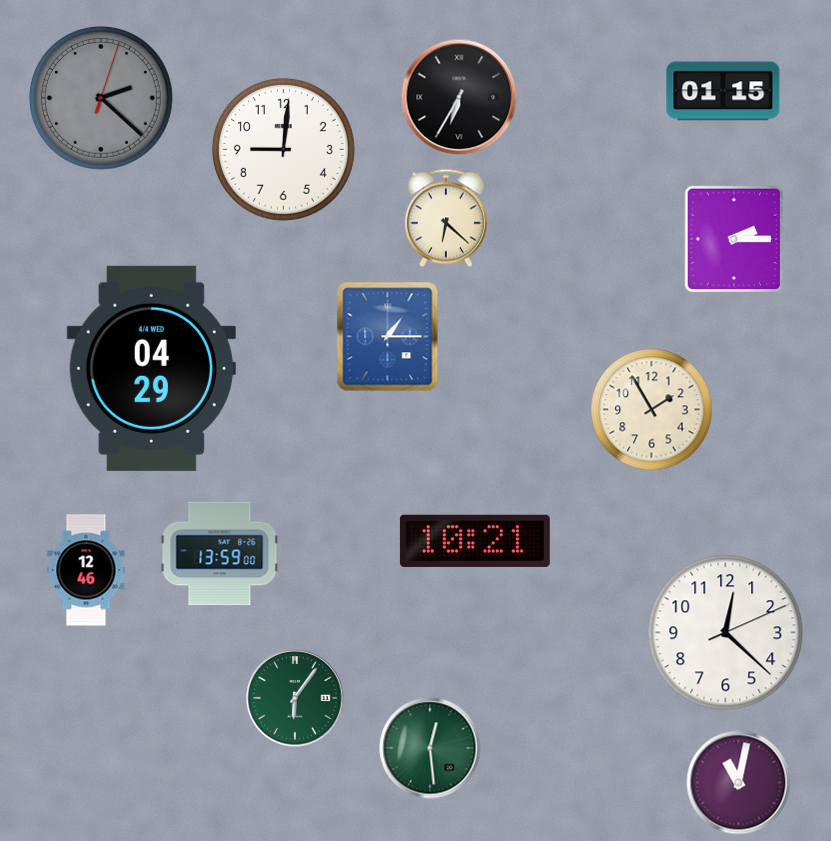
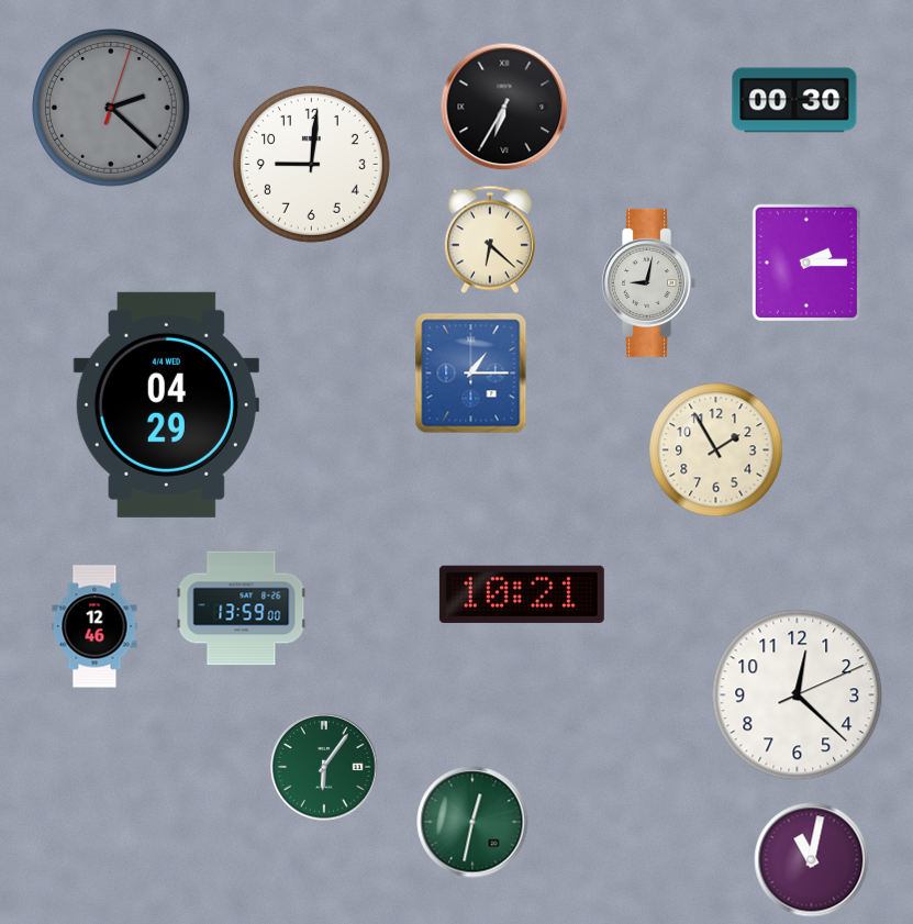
clock at (723, 91): 01:15 -> 00:30
clock at (648, 282): none -> 9:02
clock at (388, 337) position: (388, 337) -> (471, 374)
clock at (430, 748): 12:29 -> 12:32
